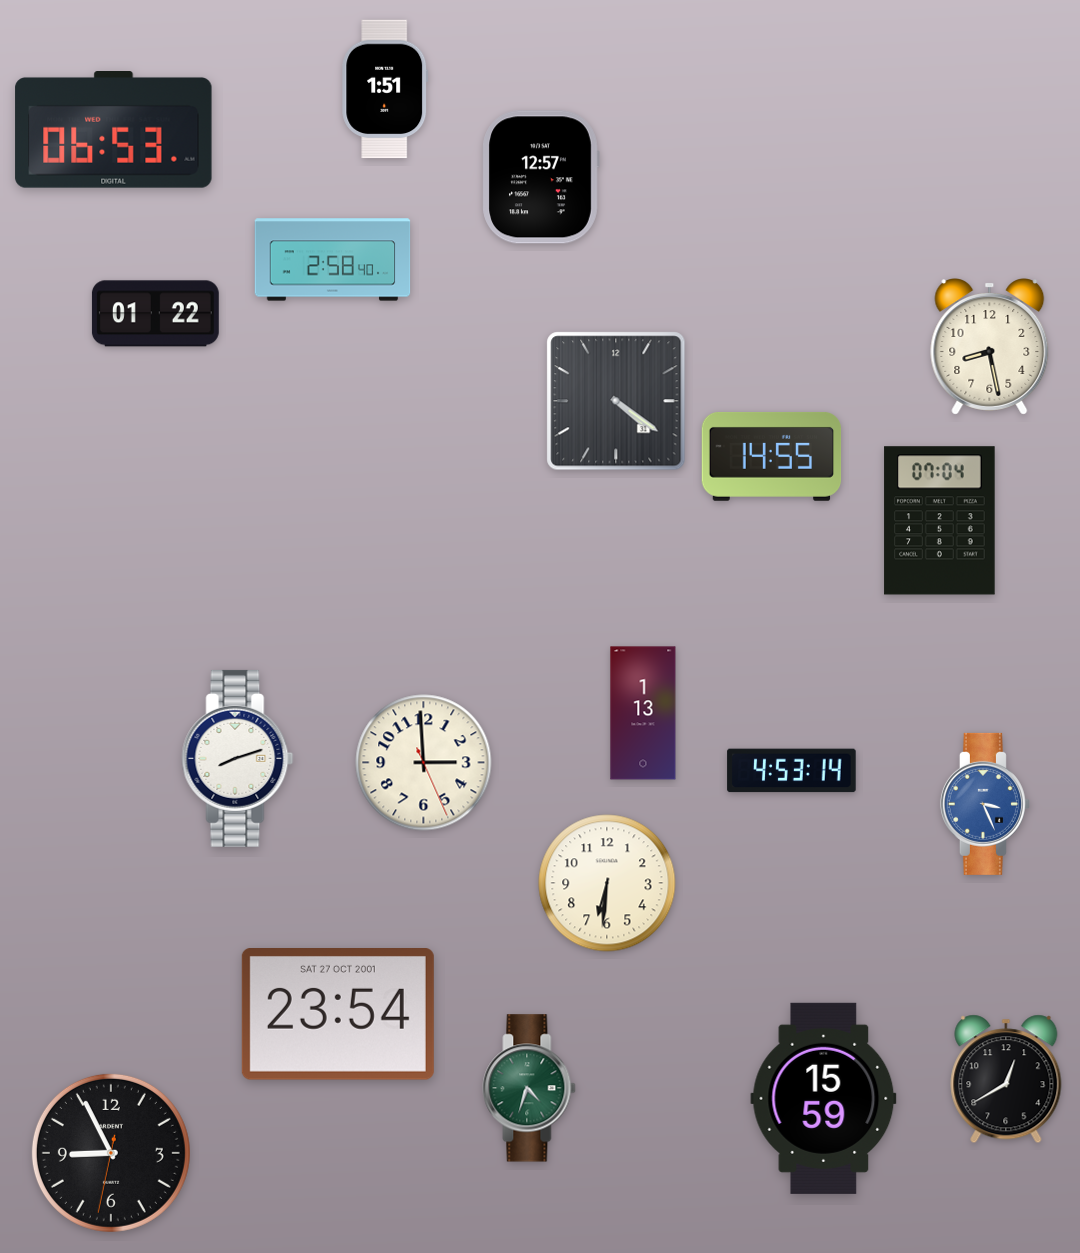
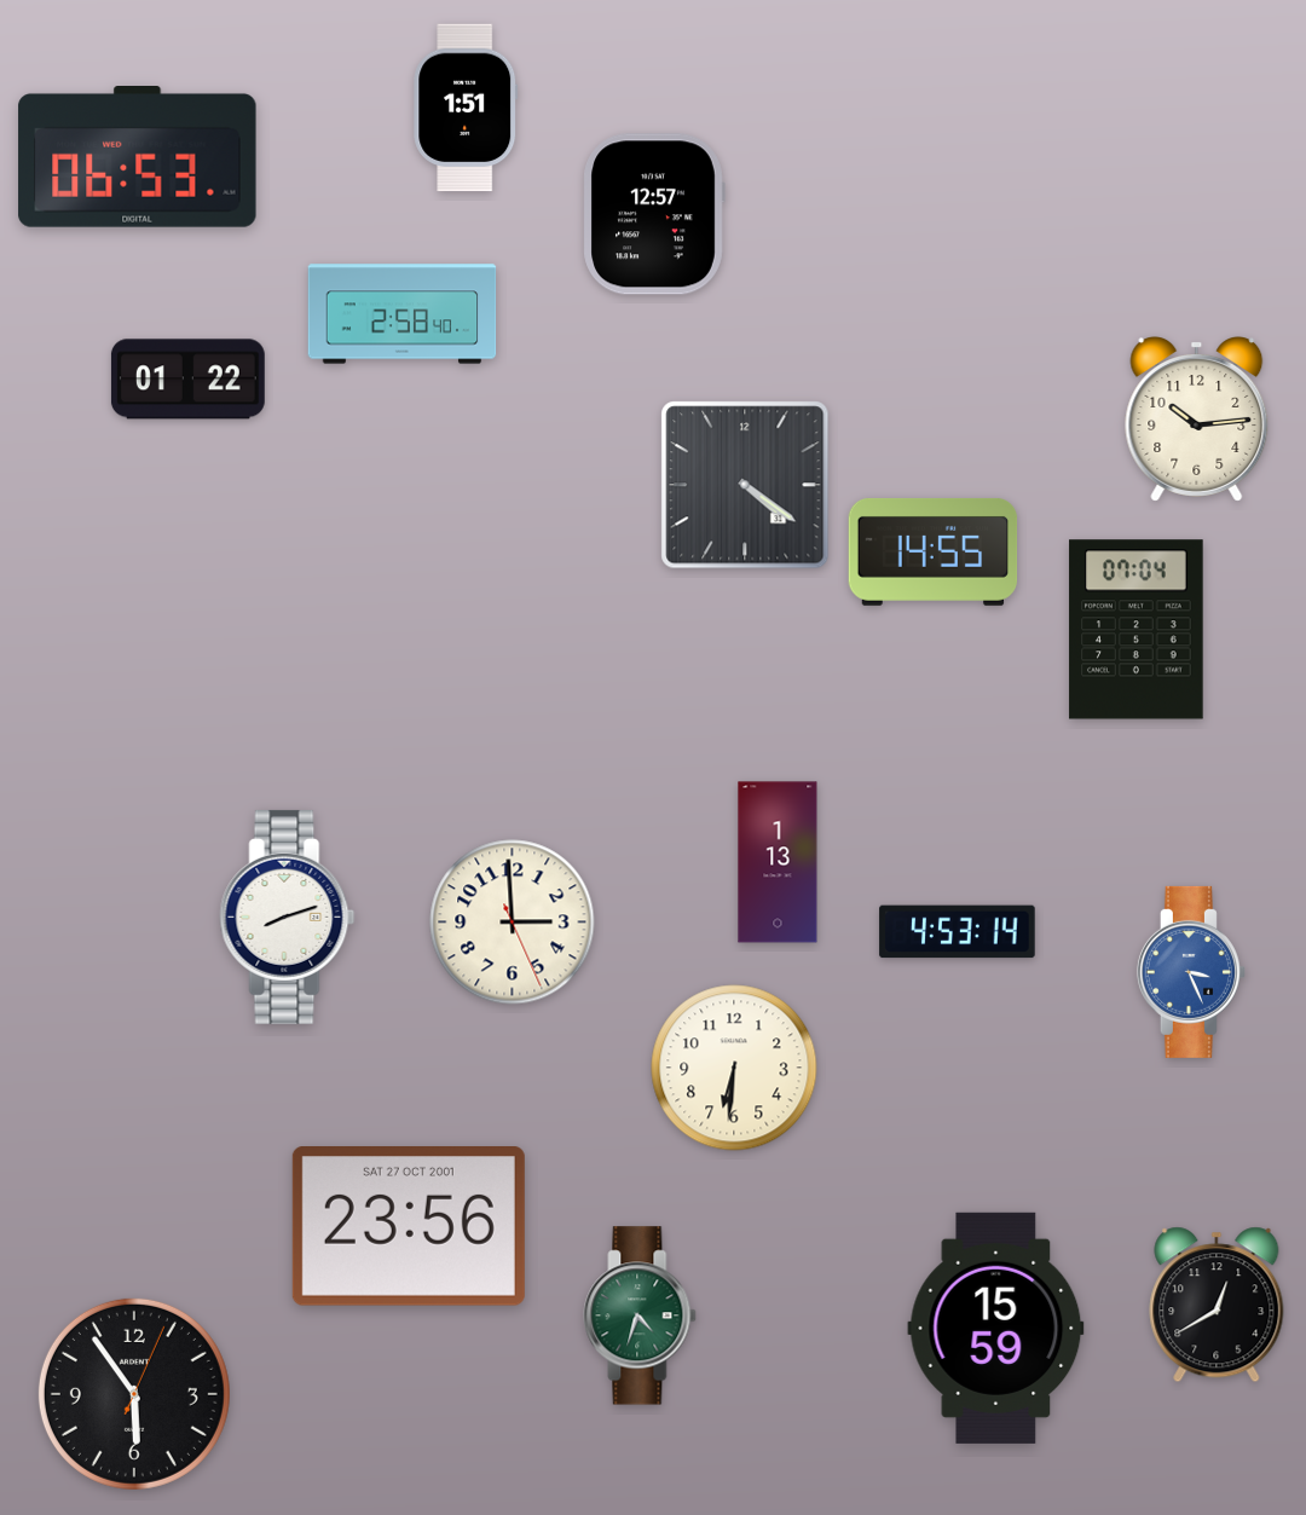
clock at (990, 347): 8:28 -> 10:14
clock at (338, 1015): 23:54 -> 23:56
clock at (111, 1153): 8:55 -> 5:54
